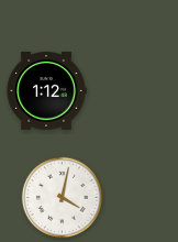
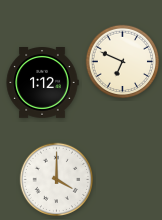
clock at (123, 62): none -> 6:49
clock at (63, 198): 4:02 -> 4:00
